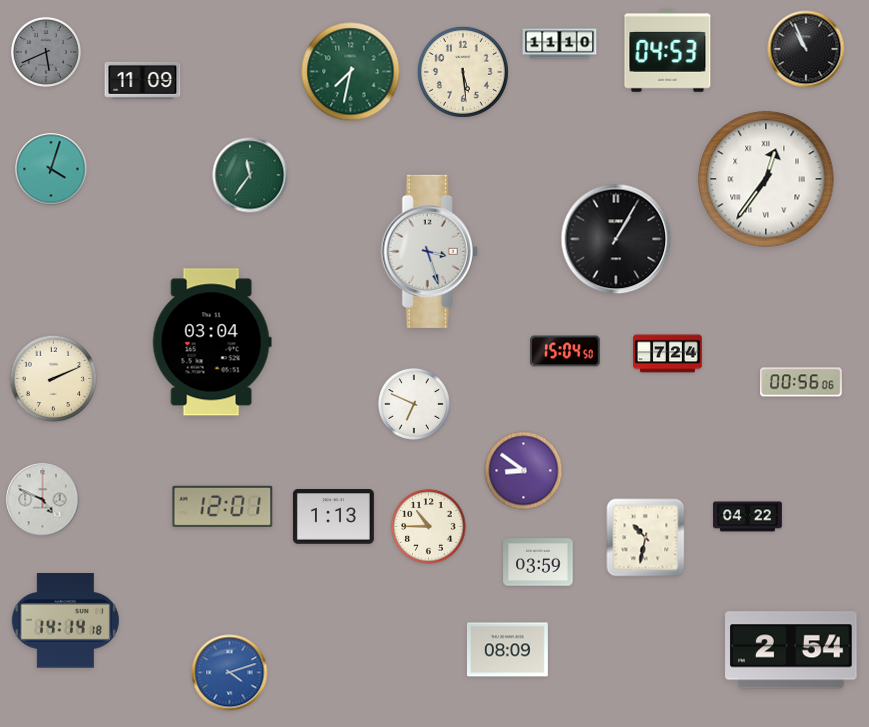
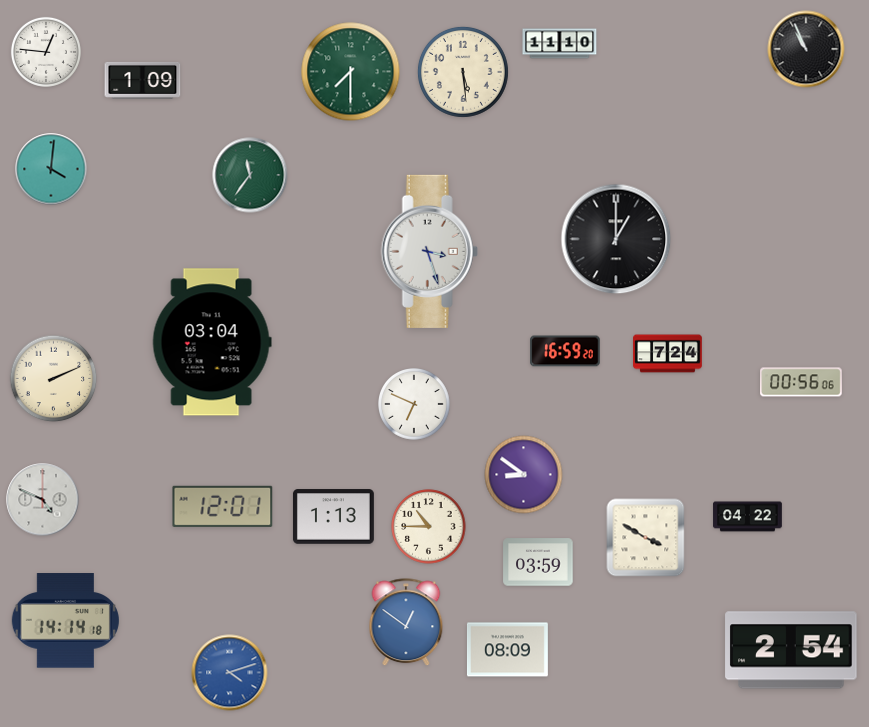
clock at (668, 51): 04:53 -> none
clock at (46, 52): 5:41 -> 12:46
clock at (46, 52) dial: grey -> white
clock at (351, 72): 7:32 -> 7:30
clock at (143, 80): 11:09 -> 1:09
clock at (51, 169): 4:03 -> 4:01
clock at (766, 179): 12:36 -> none
clock at (616, 239): 1:05 -> 1:00
clock at (565, 351): 15:04 -> 16:59
clock at (524, 471) position: (524, 471) -> (524, 475)
clock at (646, 538): 10:32 -> 3:50
clock at (406, 623): none -> 12:51
